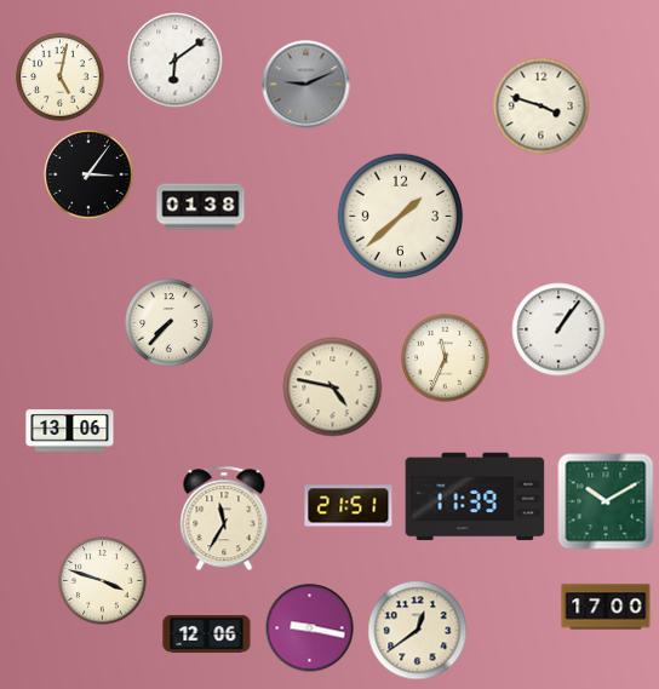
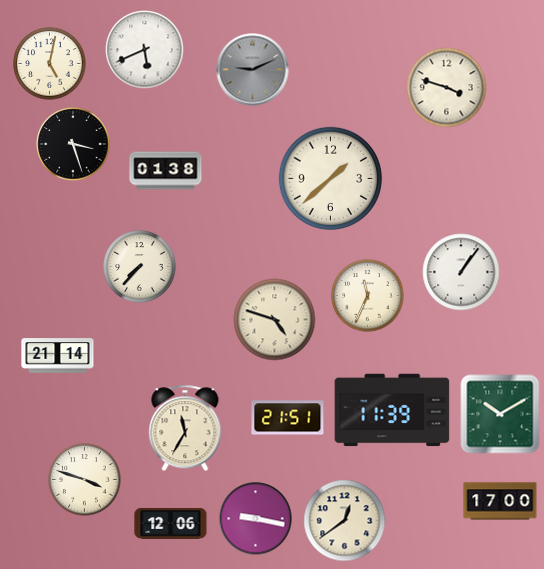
clock at (176, 61): 6:09 -> 5:41
clock at (88, 174): 3:06 -> 3:27
clock at (333, 387): 4:47 -> 4:48
clock at (70, 431): 13:06 -> 21:14
